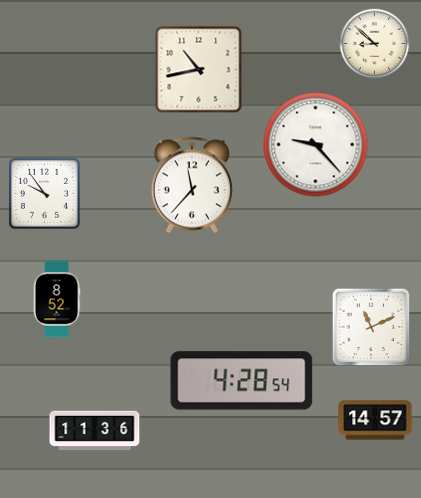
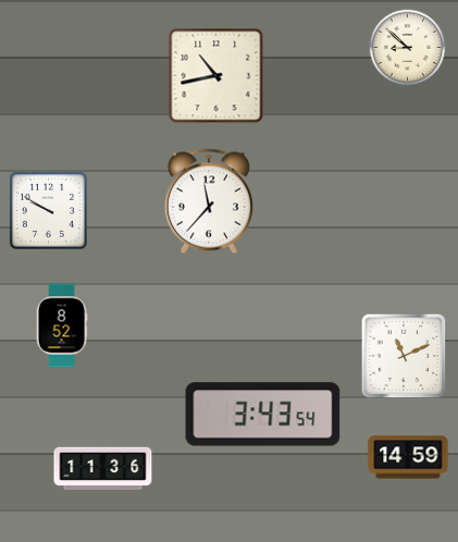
clock at (316, 145): 9:23 -> none
clock at (44, 193): 9:54 -> 9:50
clock at (242, 381): 4:28 -> 3:43
clock at (375, 420): 14:57 -> 14:59
